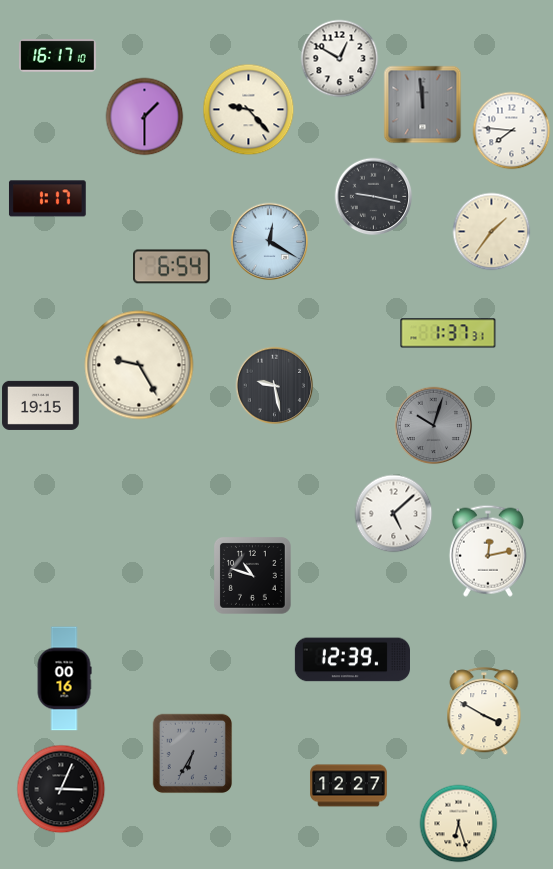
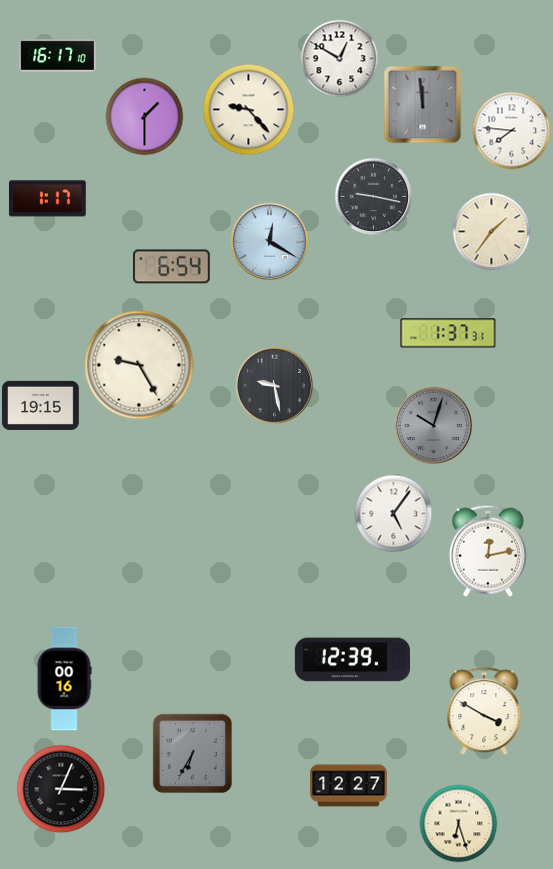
clock at (393, 513): 5:08 -> 5:06
clock at (253, 576): 10:48 -> none
